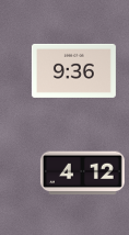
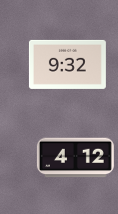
clock at (73, 70): 9:36 -> 9:32
